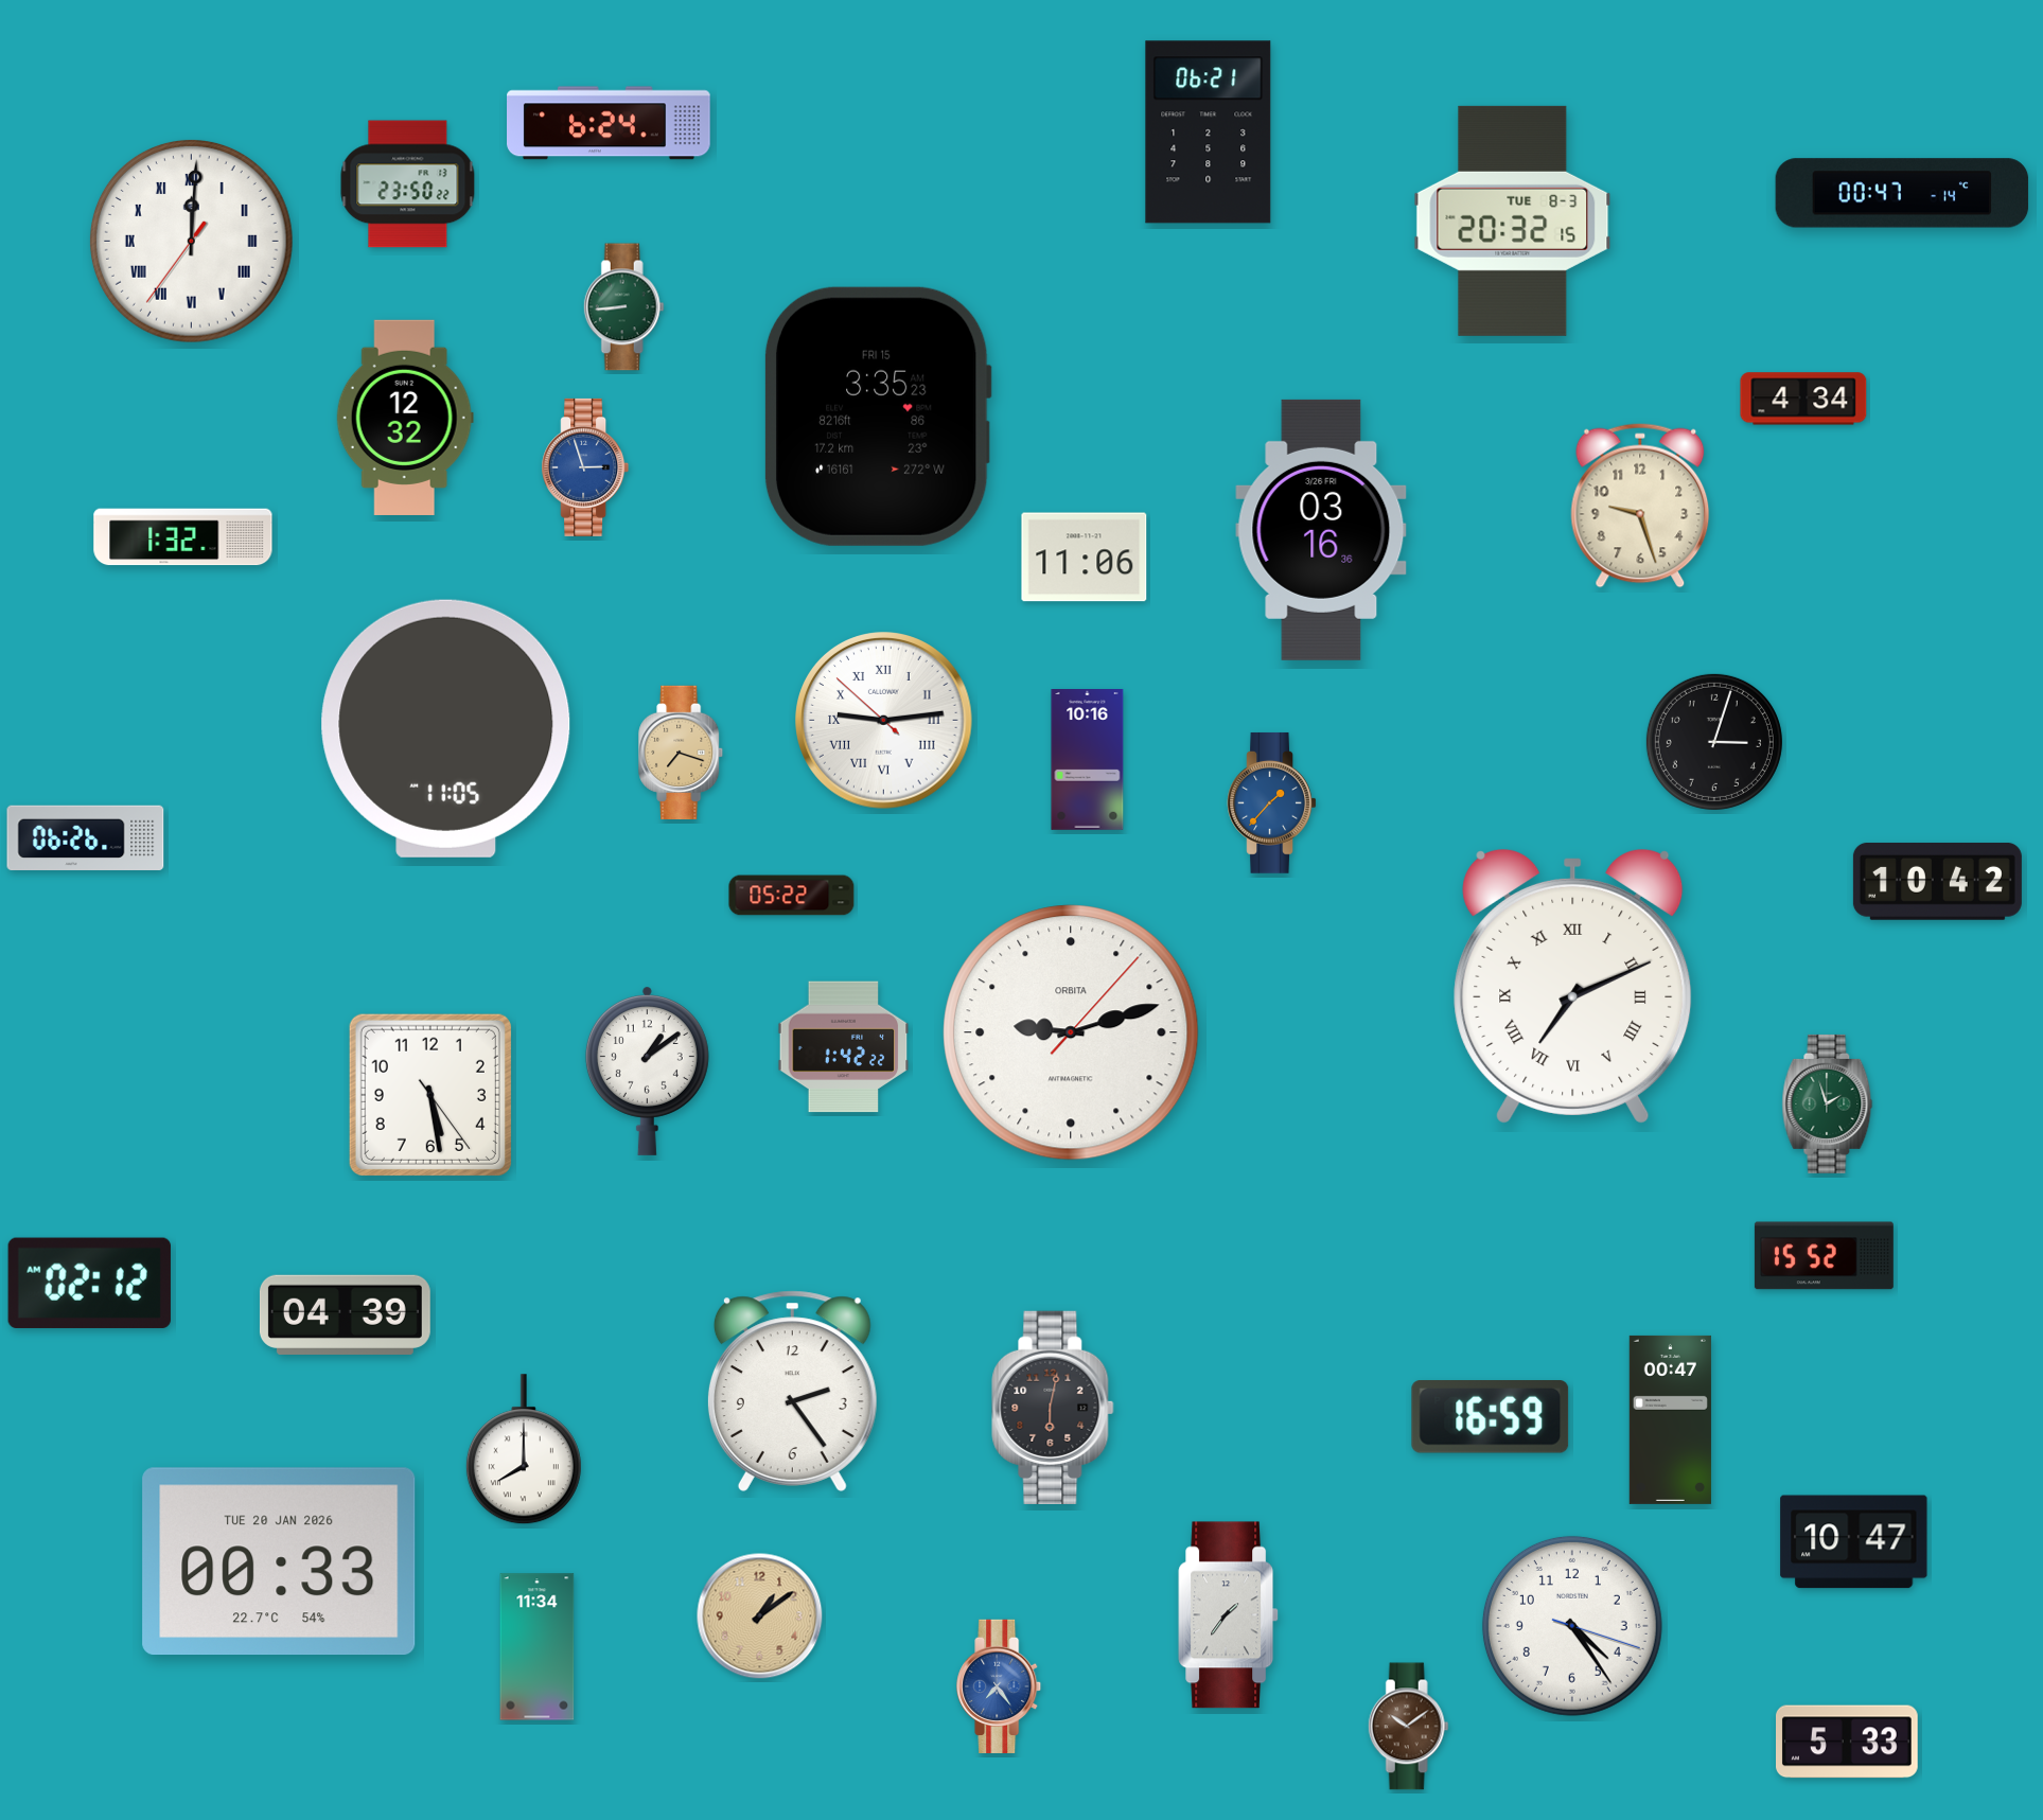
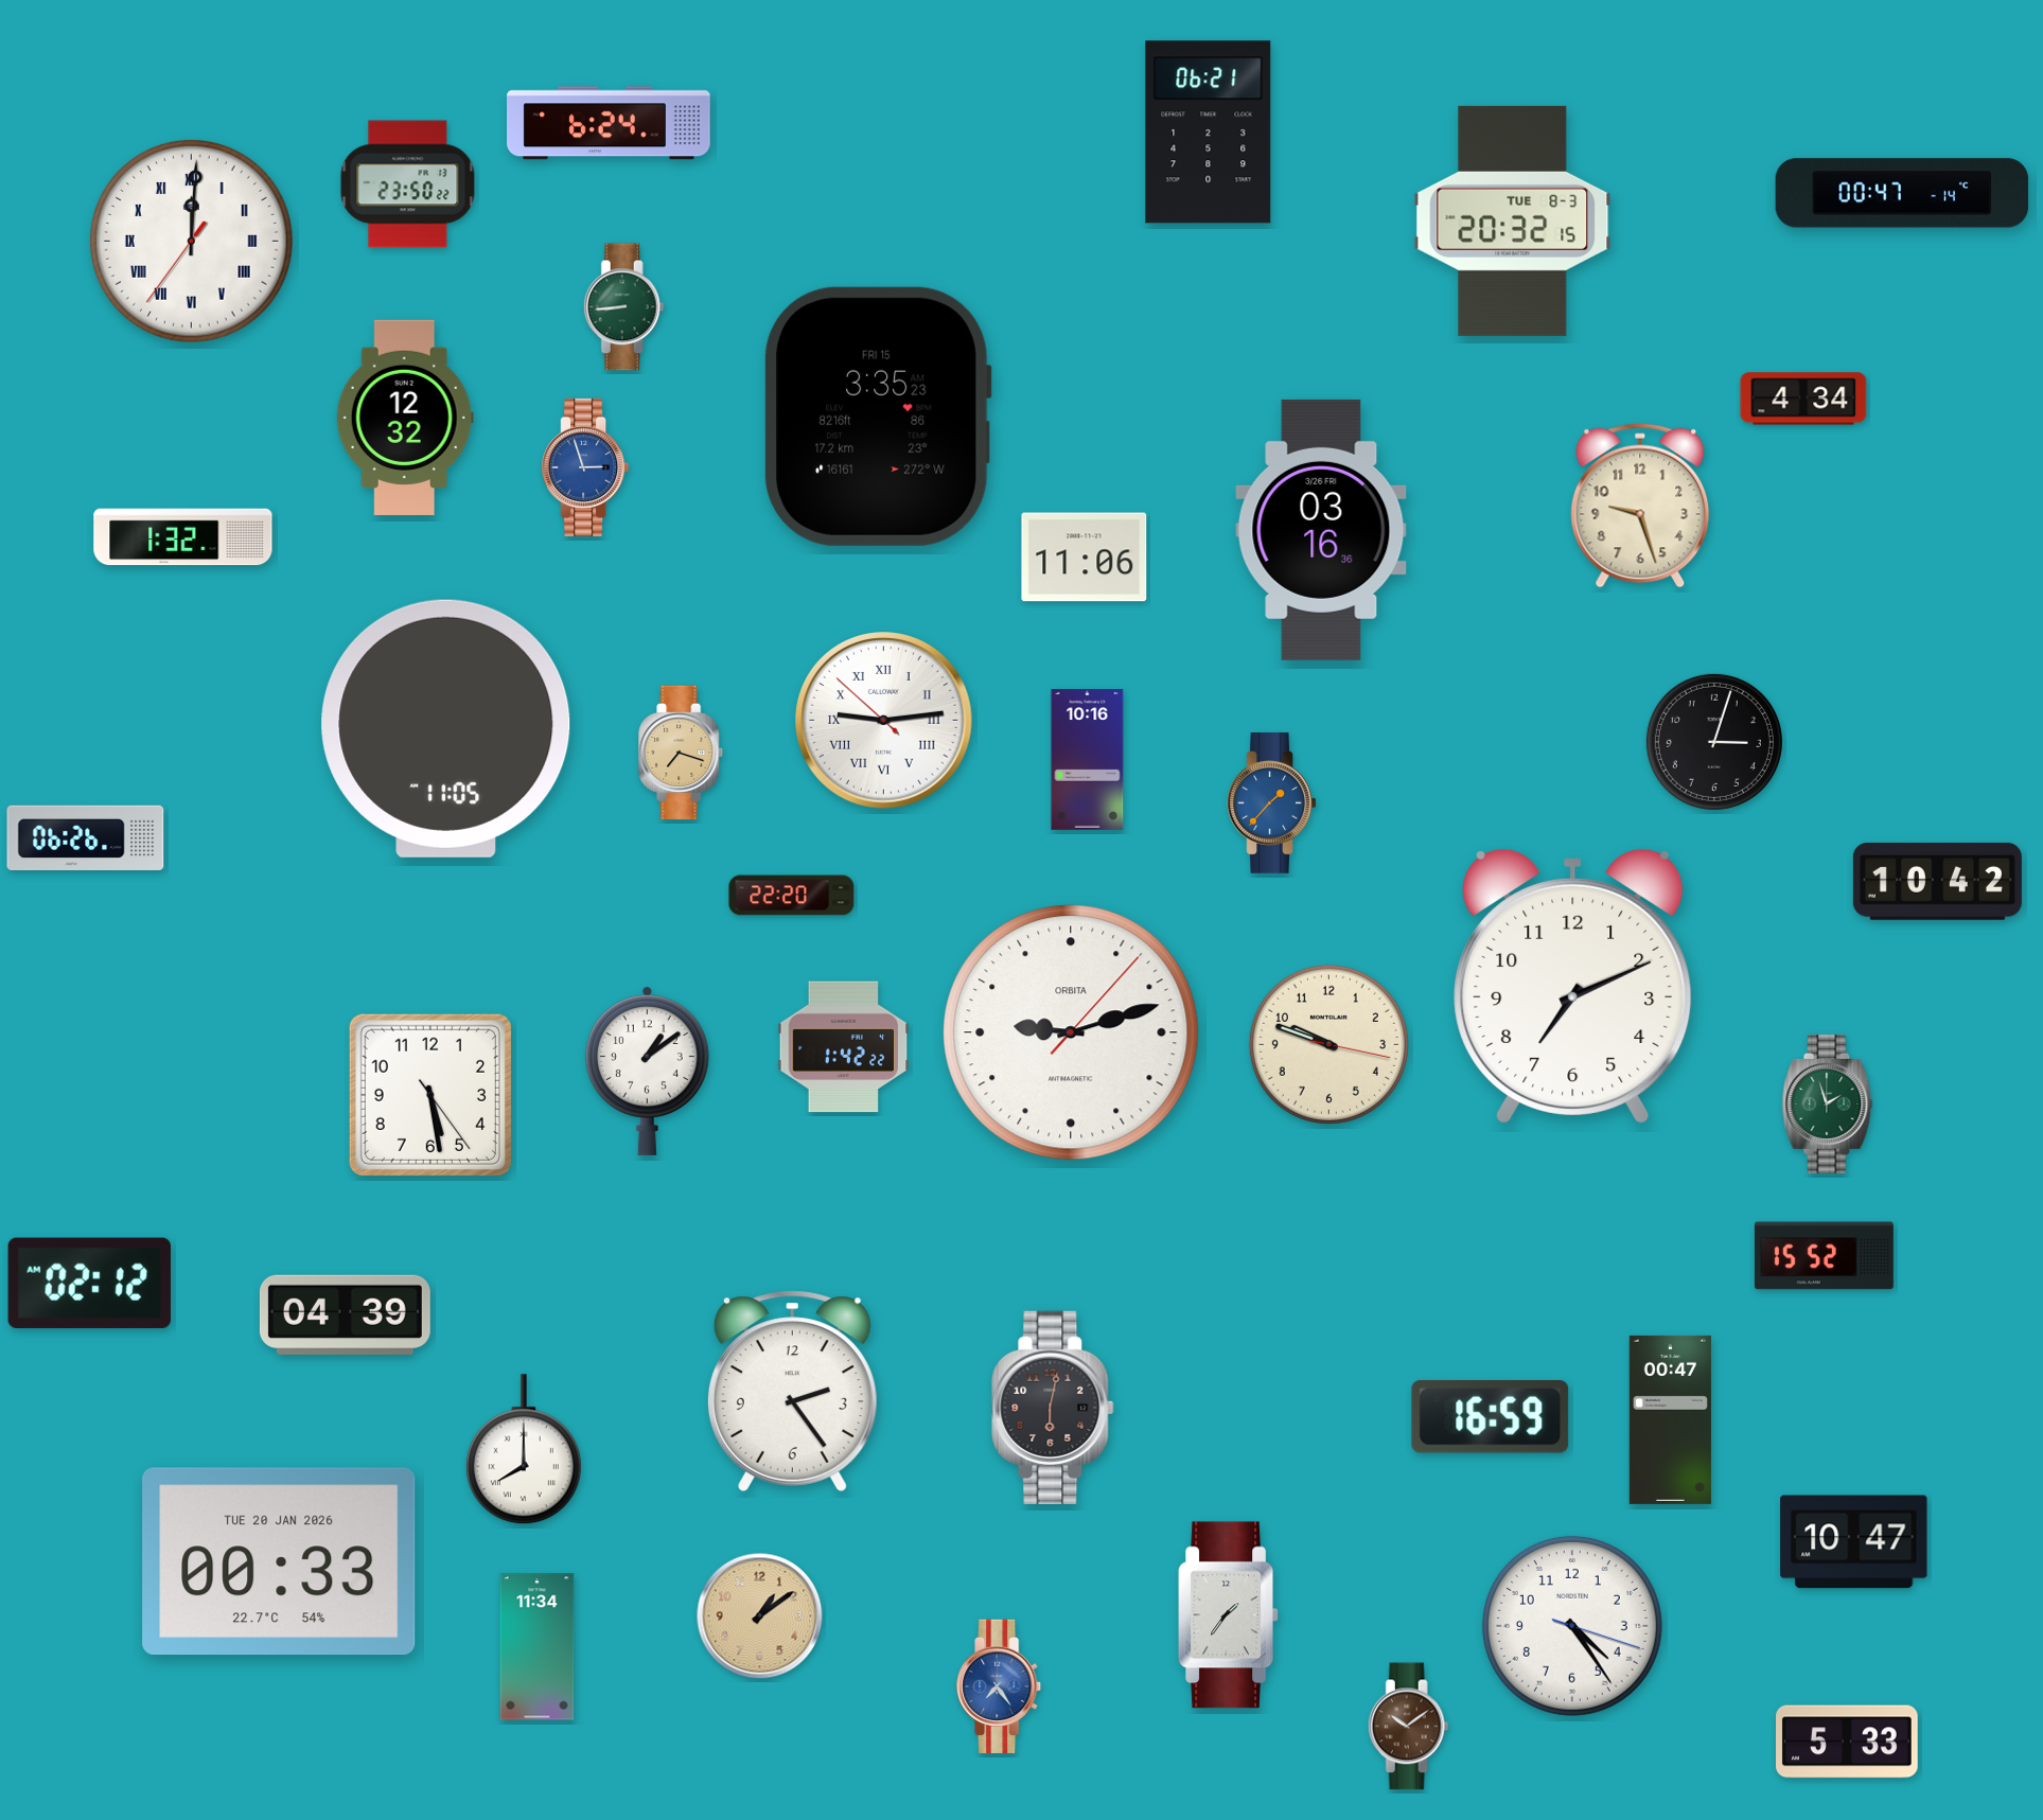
clock at (792, 896): 05:22 -> 22:20
clock at (1573, 986) numerals: Roman -> Arabic
clock at (1328, 1044): none -> 9:48
